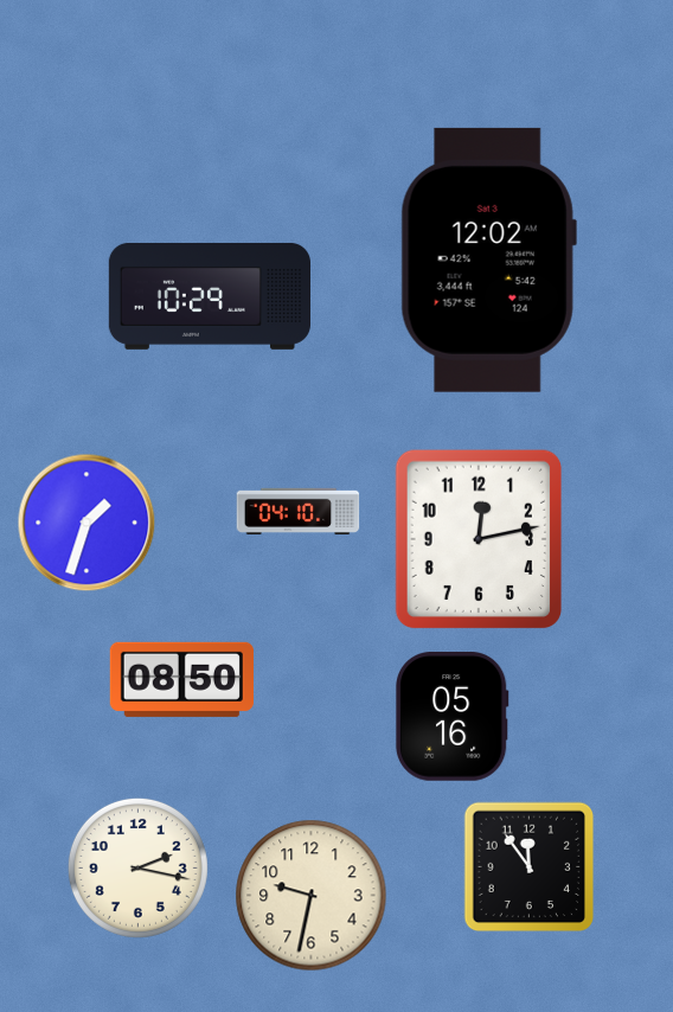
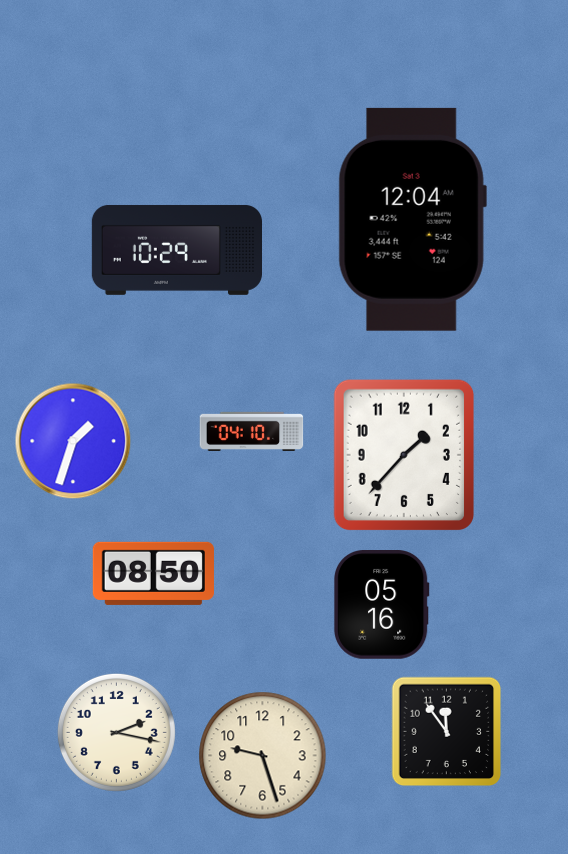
clock at (488, 260): 12:02 -> 12:04
clock at (477, 538): 12:13 -> 1:37
clock at (312, 896): 9:32 -> 9:27
